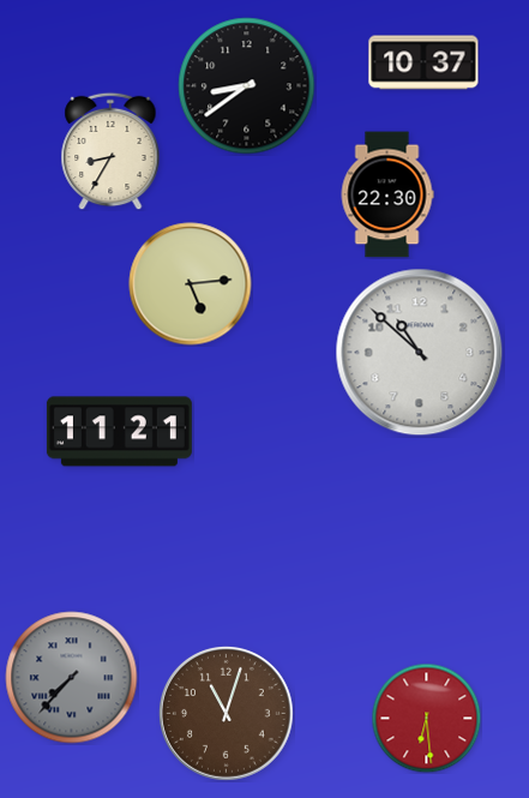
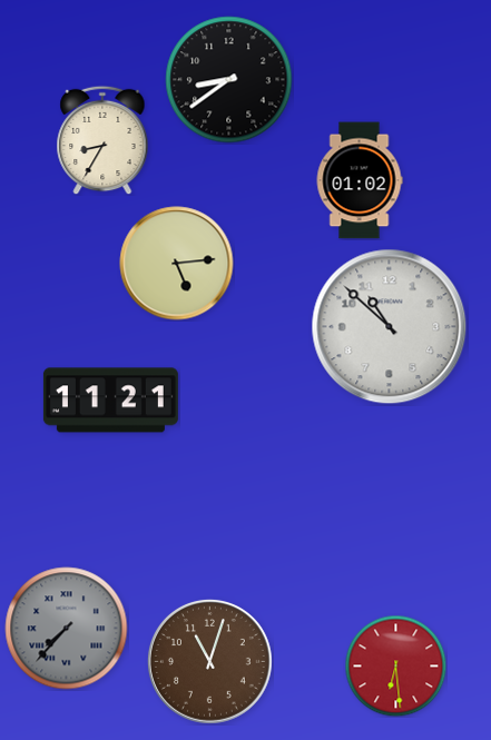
clock at (423, 62): 10:37 -> none
clock at (387, 194): 22:30 -> 01:02
